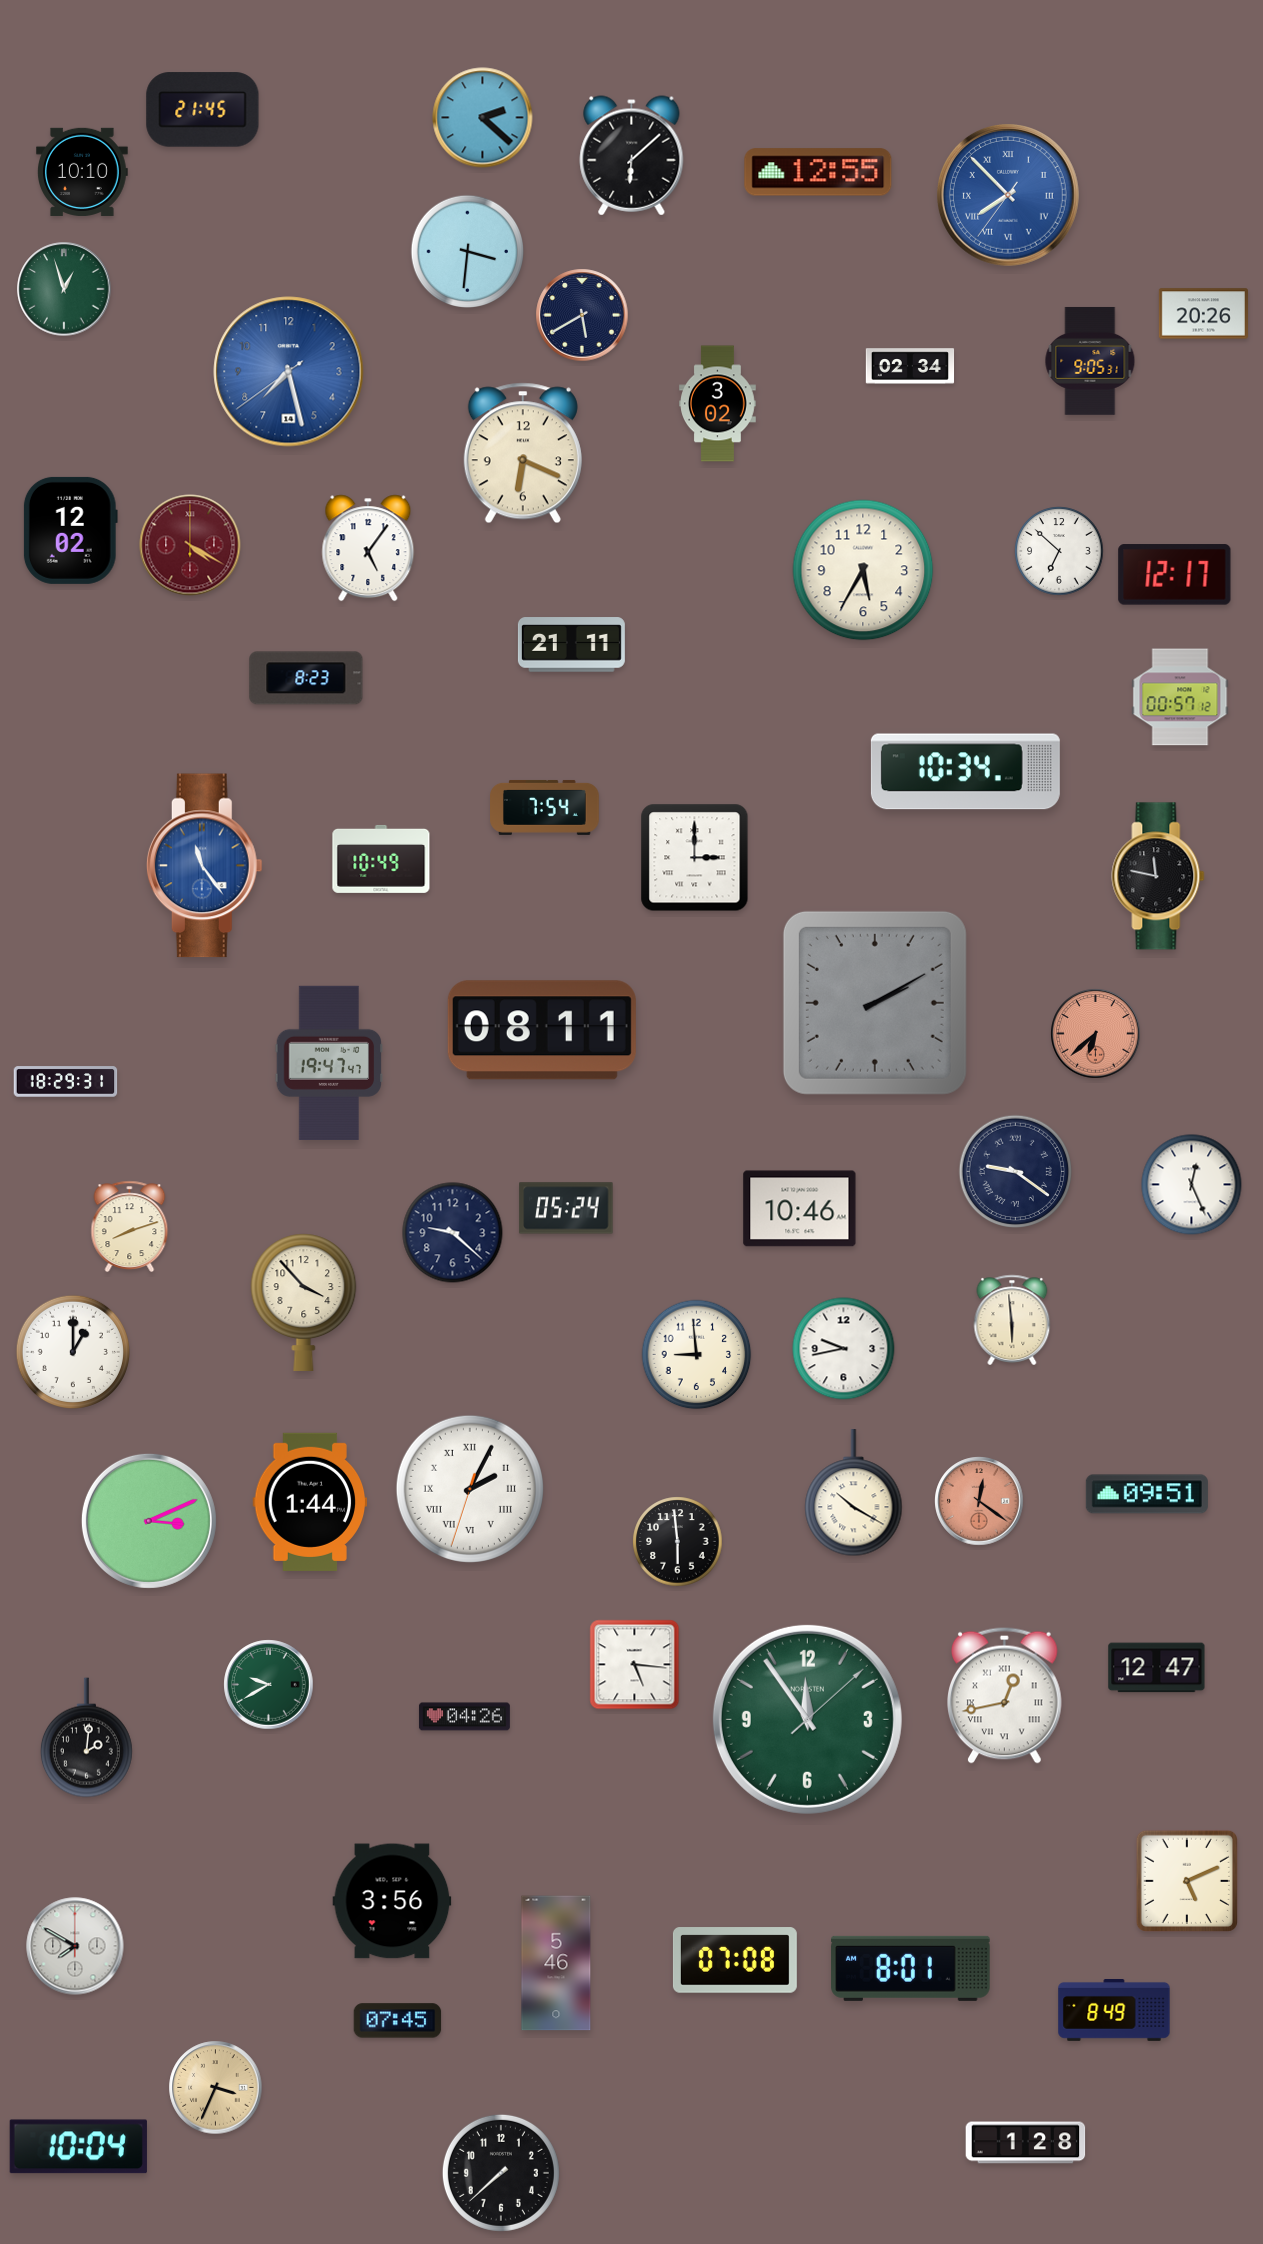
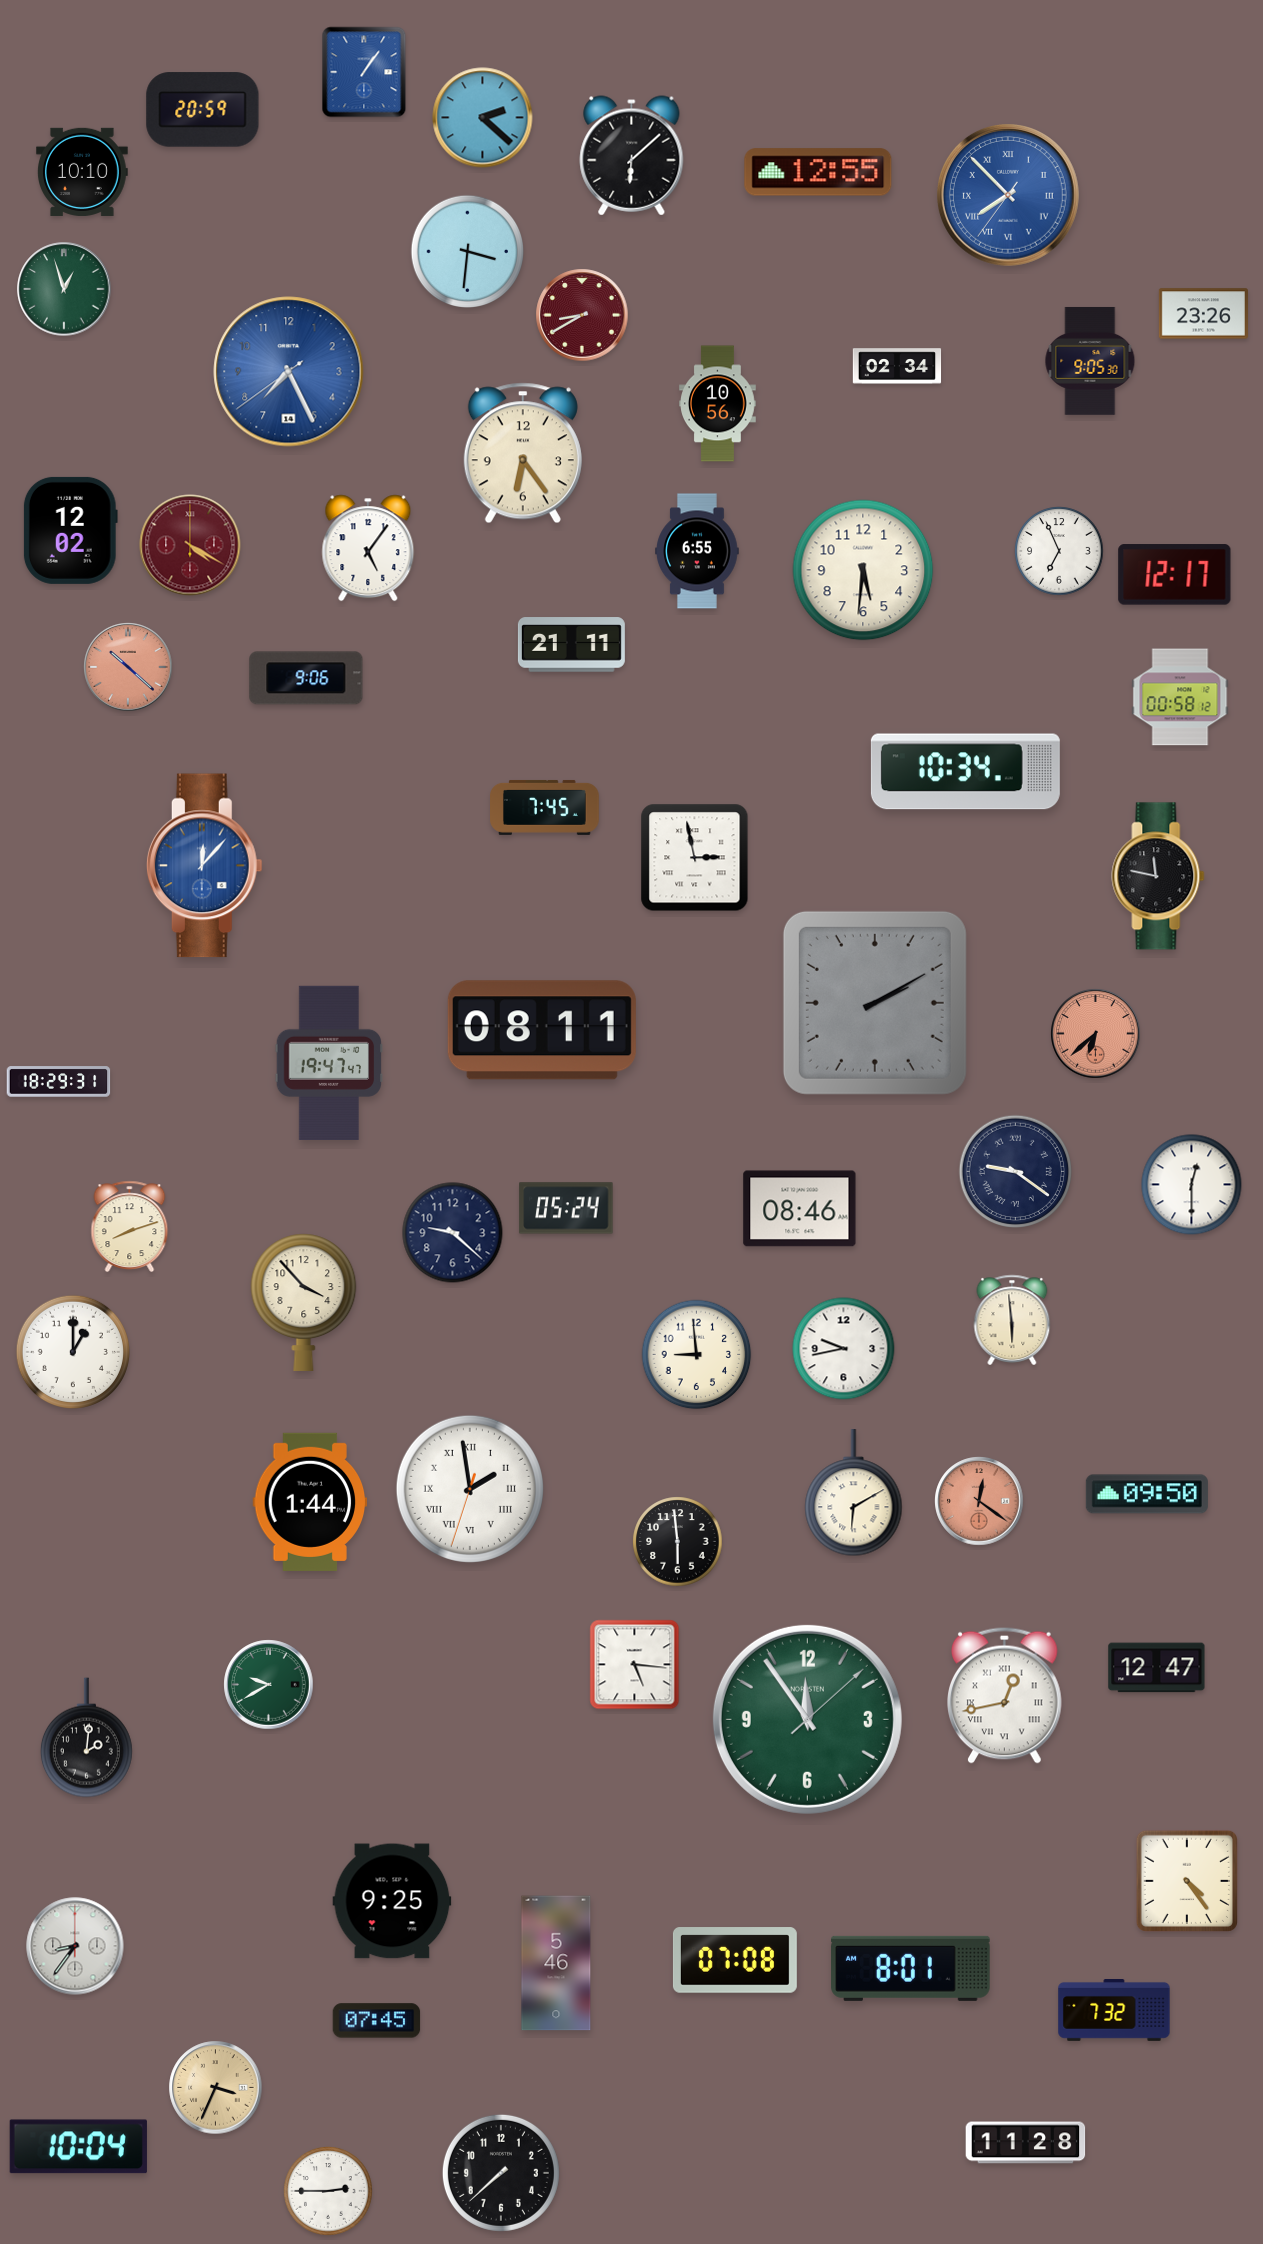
clock at (364, 72): none -> 1:06
clock at (203, 110): 21:45 -> 20:59
clock at (1203, 314): 20:26 -> 23:26
clock at (582, 315): 5:40 -> 8:40
clock at (582, 315) dial: navy -> burgundy
clock at (1090, 361): 9:05:31 -> 9:05:30
clock at (910, 366) position: (910, 366) -> (897, 366)
clock at (289, 372): 7:27 -> 7:25
clock at (718, 404): 3:02 -> 10:56
clock at (523, 453): 6:19 -> 6:24
clock at (697, 551): none -> 6:55
clock at (1059, 551): 6:52 -> 6:56
clock at (863, 570): 5:35 -> 5:31
clock at (128, 667): none -> 10:22
clock at (306, 678): 8:23 -> 9:06
clock at (1180, 697): 00:57 -> 00:58
clock at (545, 807): 7:54 -> 7:45
clock at (695, 858): 3:00 -> 2:58
clock at (381, 859): 10:49 -> none
clock at (204, 866): 11:24 -> 12:07
clock at (66, 1082) position: (66, 1082) -> (59, 1082)
clock at (1192, 1185): 12:26 -> 12:30
clock at (800, 1209): 10:46 -> 08:46
clock at (470, 1489): 2:04 -> 1:58
clock at (854, 1493): 10:20 -> 6:10
clock at (1147, 1494): 09:51 -> 09:50
clock at (149, 1521): 3:11 -> none
clock at (464, 1717): 04:26 -> none
clock at (1187, 1881): 5:11 -> 4:24
clock at (392, 1901): 3:56 -> 9:25
clock at (75, 1946): 7:50 -> 8:36
clock at (1114, 2011): 8:49 -> 7:32
clock at (398, 2021) position: (398, 2021) -> (377, 2021)
clock at (1026, 2143): 1:28 -> 11:28
clock at (328, 2191): none -> 2:45
